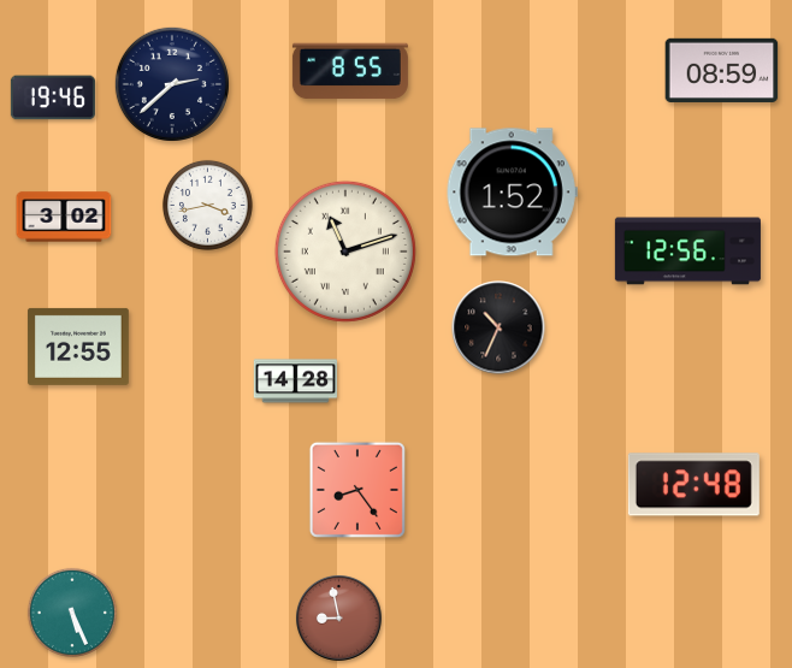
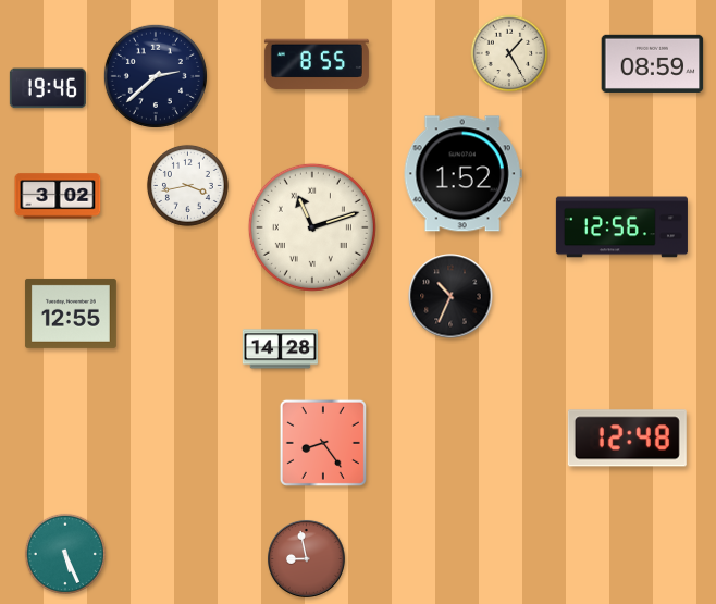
clock at (509, 53): none -> 1:25
clock at (295, 382) position: (295, 382) -> (280, 349)
